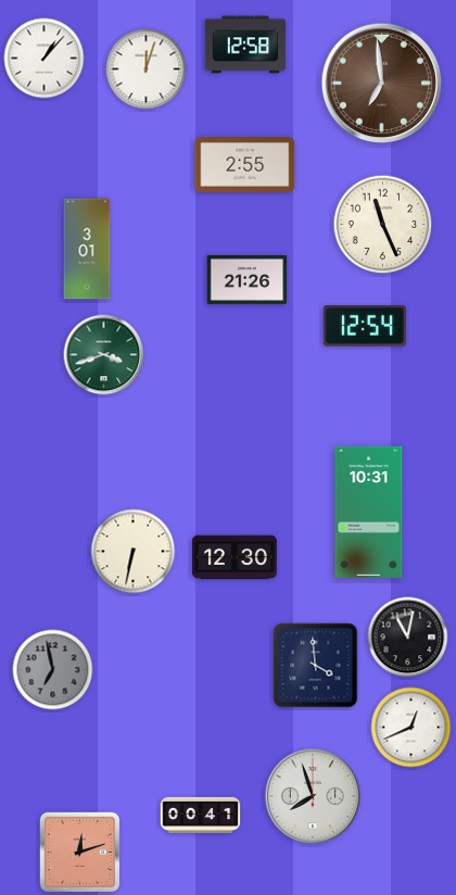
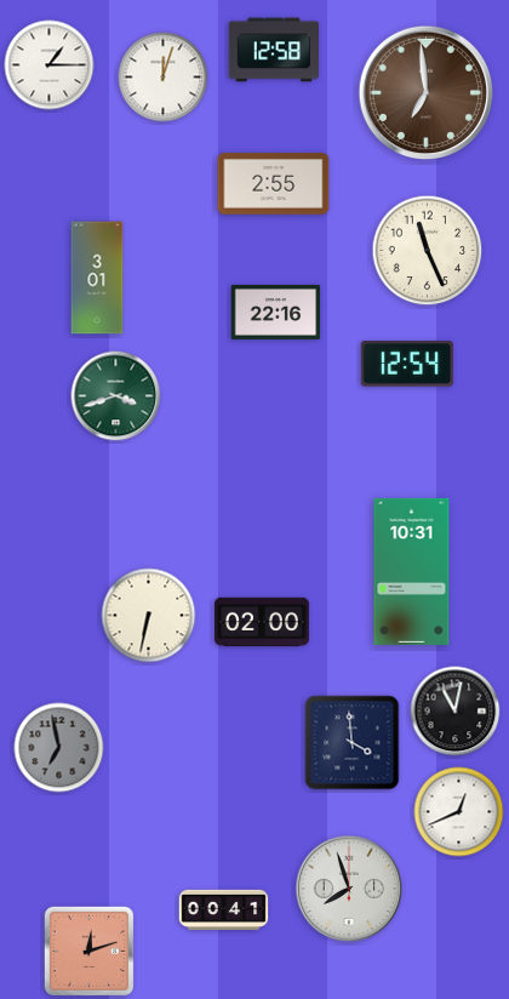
clock at (45, 59): 1:07 -> 1:15
clock at (248, 279): 21:26 -> 22:16
clock at (235, 557): 12:30 -> 02:00
